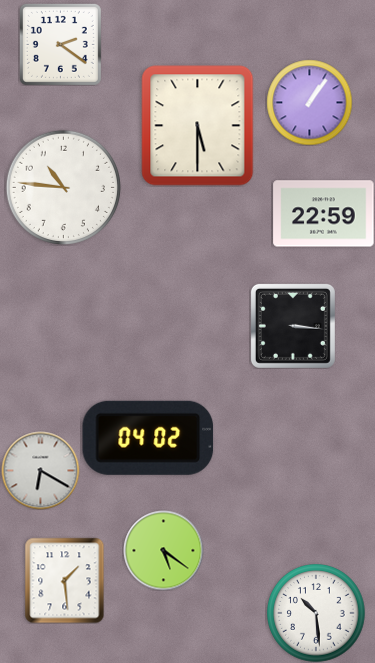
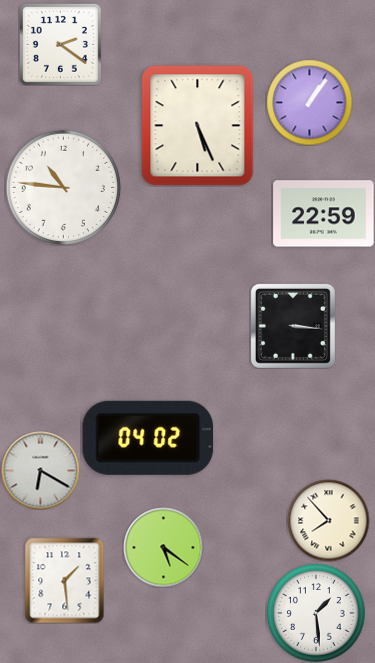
clock at (198, 126): 5:30 -> 5:26
clock at (328, 520): none -> 7:53
clock at (163, 550) position: (163, 550) -> (163, 547)
clock at (316, 613): 10:29 -> 1:29
